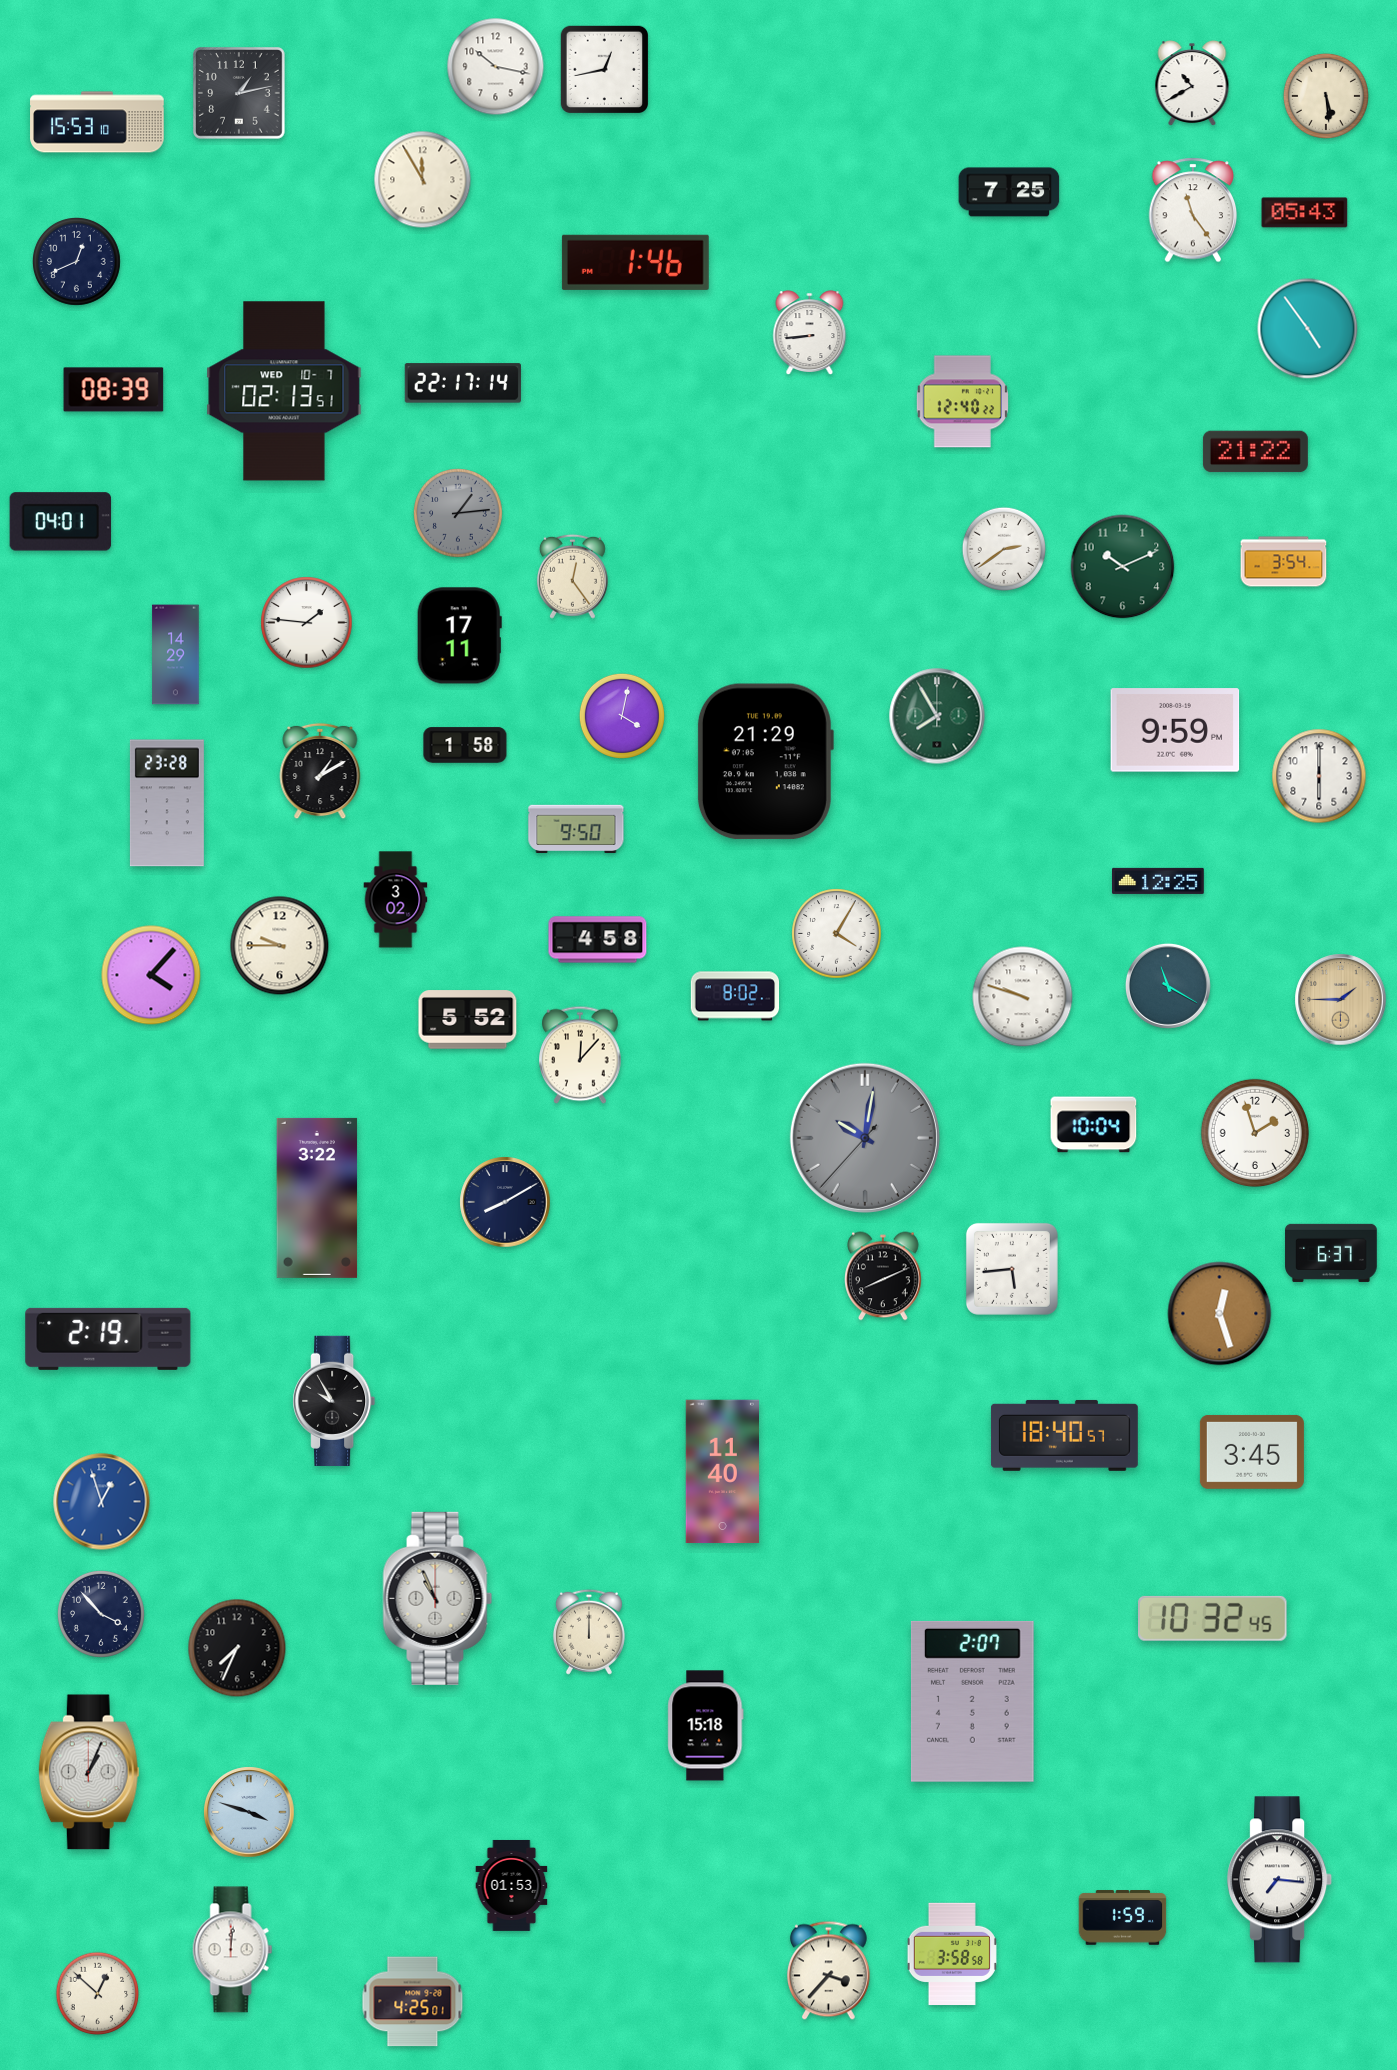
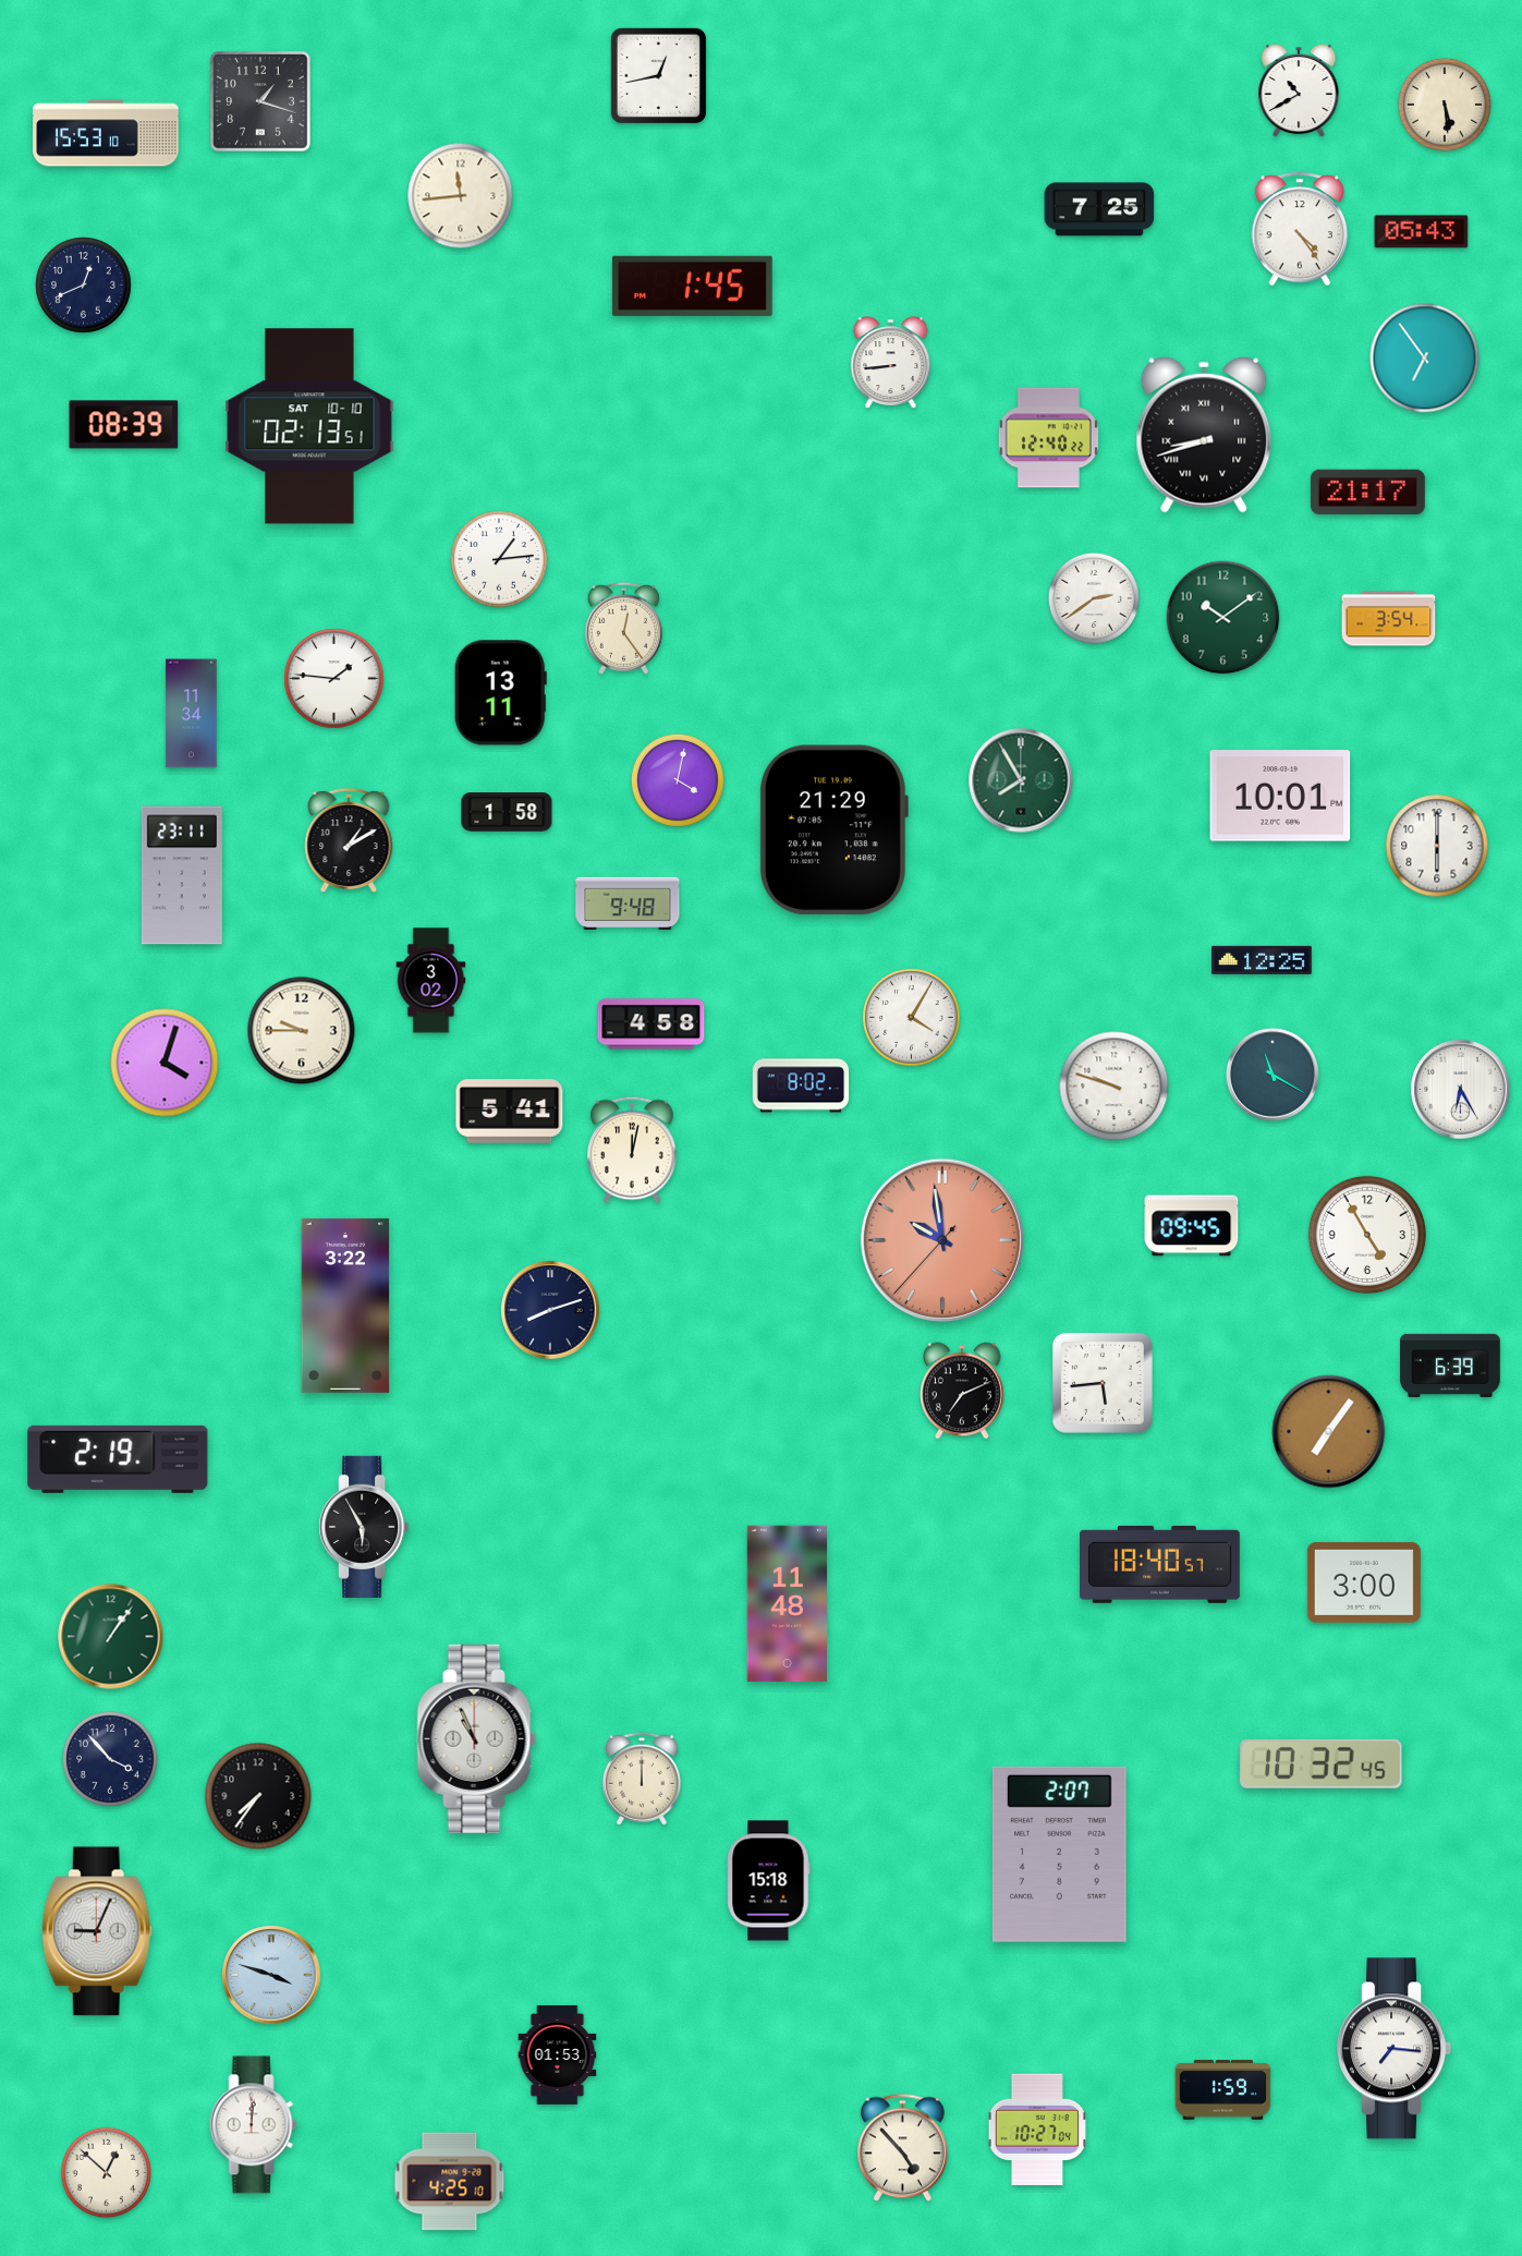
clock at (496, 67): 10:17 -> none
clock at (239, 93): 1:13 -> 1:18
clock at (423, 180): 11:55 -> 11:44
clock at (1193, 210): 11:24 -> 4:24
clock at (635, 262): 1:46 -> 1:45
clock at (1308, 329): 4:54 -> 6:54
clock at (810, 332) position: (810, 332) -> (891, 362)
clock at (463, 383): 22:17 -> none
clock at (284, 391) date: WED 10-7 -> SAT 10-10
clock at (1204, 435): none -> 8:42
clock at (1255, 452): 21:22 -> 21:17
clock at (458, 513) dial: grey -> white
clock at (61, 522): 04:01 -> none
clock at (1284, 562) position: (1284, 562) -> (1389, 619)
clock at (1123, 567): 10:11 -> 10:09
clock at (459, 636): 17:11 -> 13:11
clock at (176, 655): 14:29 -> 11:34
clock at (1175, 730): 9:59 -> 10:01
clock at (167, 803): 23:28 -> 23:11
clock at (576, 828): 9:50 -> 9:48
clock at (280, 946) position: (280, 946) -> (302, 1031)
clock at (151, 975): 4:07 -> 4:03
clock at (1341, 1000): 1:45 -> 6:25
clock at (1341, 1000) dial: champagne -> white
clock at (468, 1020): 5:52 -> 5:41
clock at (580, 1055): 12:07 -> 12:02
clock at (1094, 1125): 10:04 -> 09:45
clock at (1255, 1133): 1:57 -> 4:55
clock at (865, 1138): 10:01 -> 9:58
clock at (865, 1138) dial: grey -> salmon
clock at (505, 1202): 8:10 -> 8:12
clock at (1331, 1253): 6:37 -> 6:39
clock at (883, 1276): 8:11 -> 7:11
clock at (1220, 1314): 12:27 -> 7:06
clock at (334, 1401): 9:55 -> 5:55
clock at (1252, 1452): 3:45 -> 3:00
clock at (722, 1472): 11:40 -> 11:48
clock at (102, 1502): 12:57 -> 1:06
clock at (102, 1502) dial: blue -> green
clock at (438, 1598) position: (438, 1598) -> (477, 1738)
clock at (237, 1648): 7:34 -> 7:36
clock at (89, 1772): 1:04 -> 9:04
clock at (952, 1954): 3:58 -> 10:27
clock at (829, 1971): 3:37 -> 4:53
clock at (413, 2002): 4:25:01 -> 4:25:10
